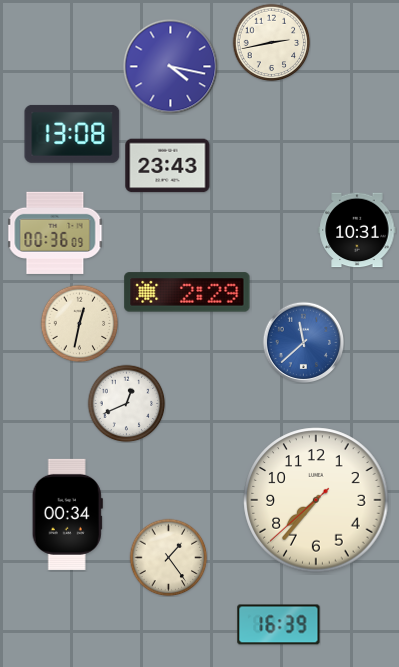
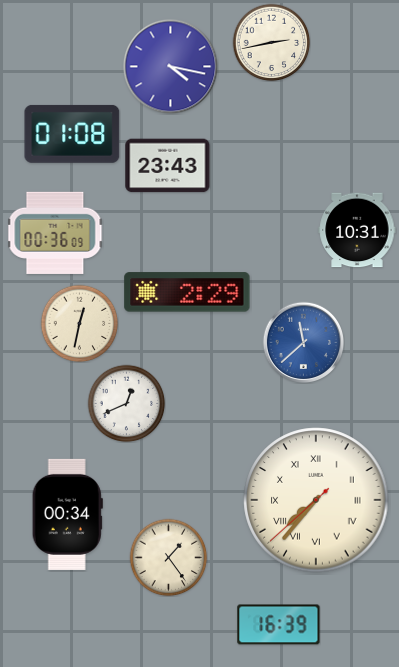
clock at (72, 134): 13:08 -> 01:08
clock at (316, 500) numerals: Arabic -> Roman
